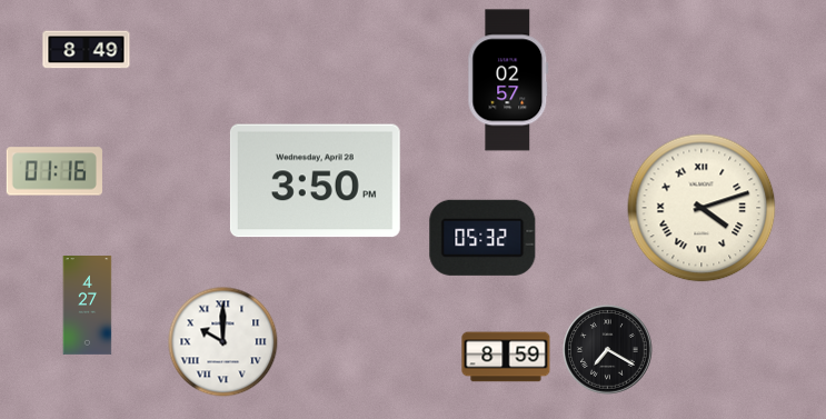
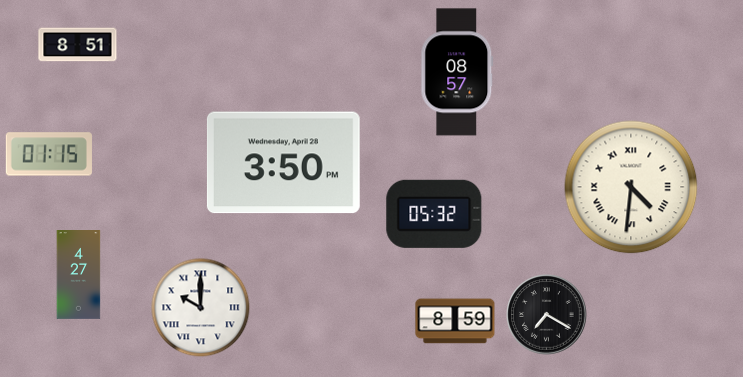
clock at (87, 50): 8:49 -> 8:51
clock at (508, 80): 02:57 -> 08:57
clock at (54, 171): 01:16 -> 01:15
clock at (701, 208): 4:12 -> 4:31
